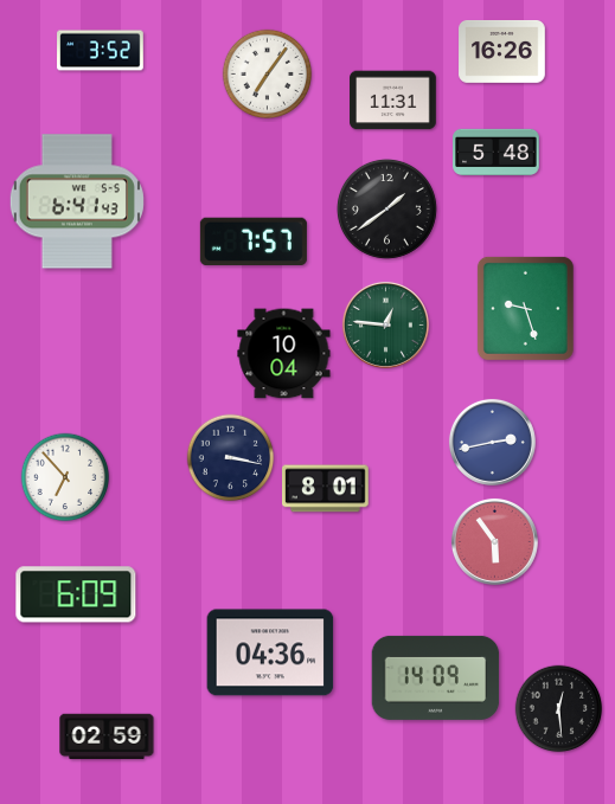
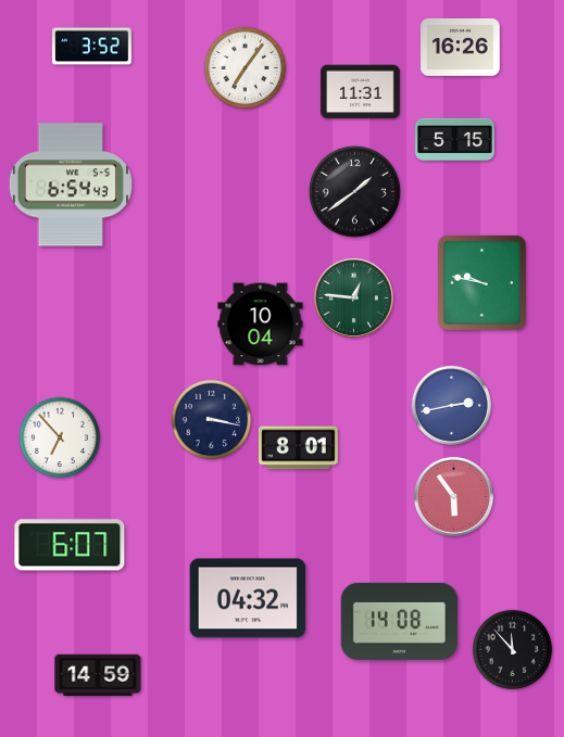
clock at (497, 152): 5:48 -> 5:15
clock at (77, 201): 6:41 -> 6:54
clock at (254, 240): 7:57 -> none
clock at (525, 308): 9:27 -> 9:47
clock at (76, 594): 6:09 -> 6:07
clock at (270, 652): 04:36 -> 04:32
clock at (436, 677): 14:09 -> 14:08
clock at (559, 709): 12:29 -> 11:53
clock at (107, 737): 02:59 -> 14:59
